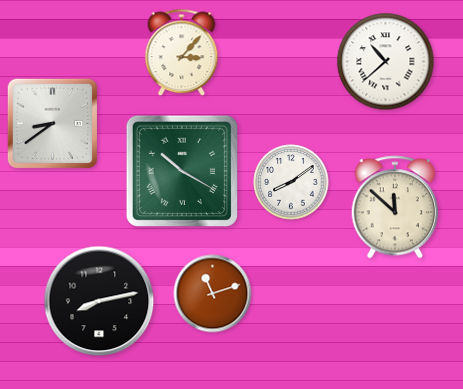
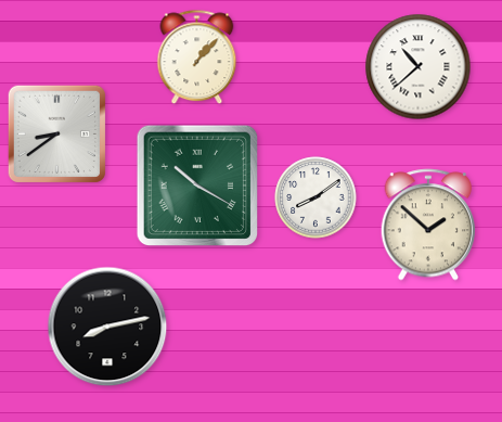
clock at (182, 53): 3:07 -> 1:07
clock at (395, 207): 11:52 -> 1:52
clock at (213, 294): 11:12 -> none
